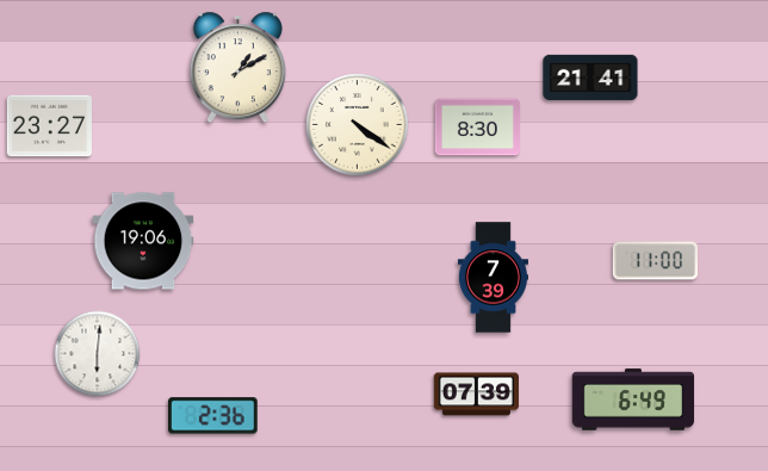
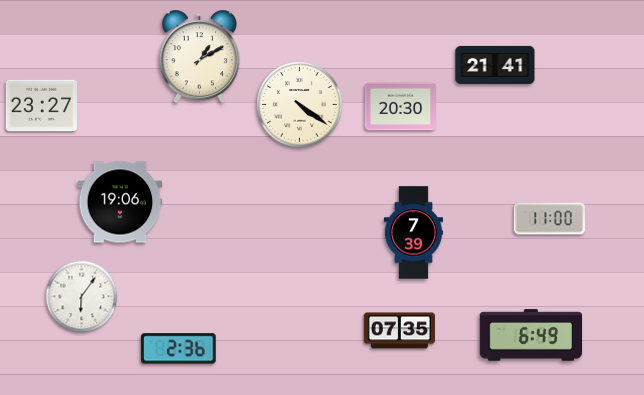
clock at (477, 128): 8:30 -> 20:30
clock at (98, 354): 6:01 -> 6:06
clock at (476, 395): 07:39 -> 07:35
